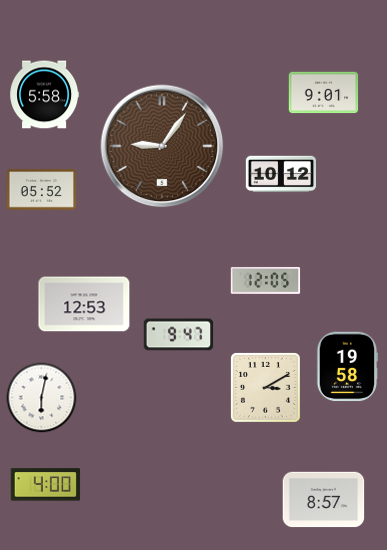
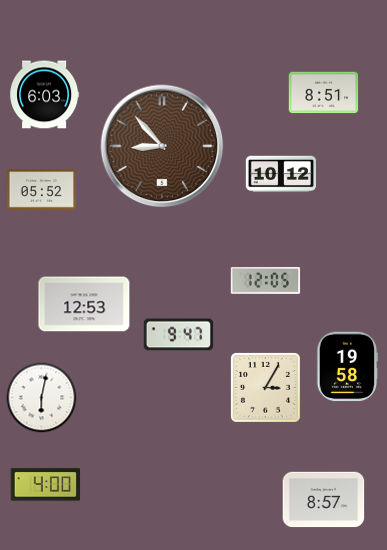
clock at (324, 93): 9:01 -> 8:51
clock at (45, 95): 5:58 -> 6:03
clock at (162, 146): 9:06 -> 8:53
clock at (265, 387): 3:10 -> 3:05
